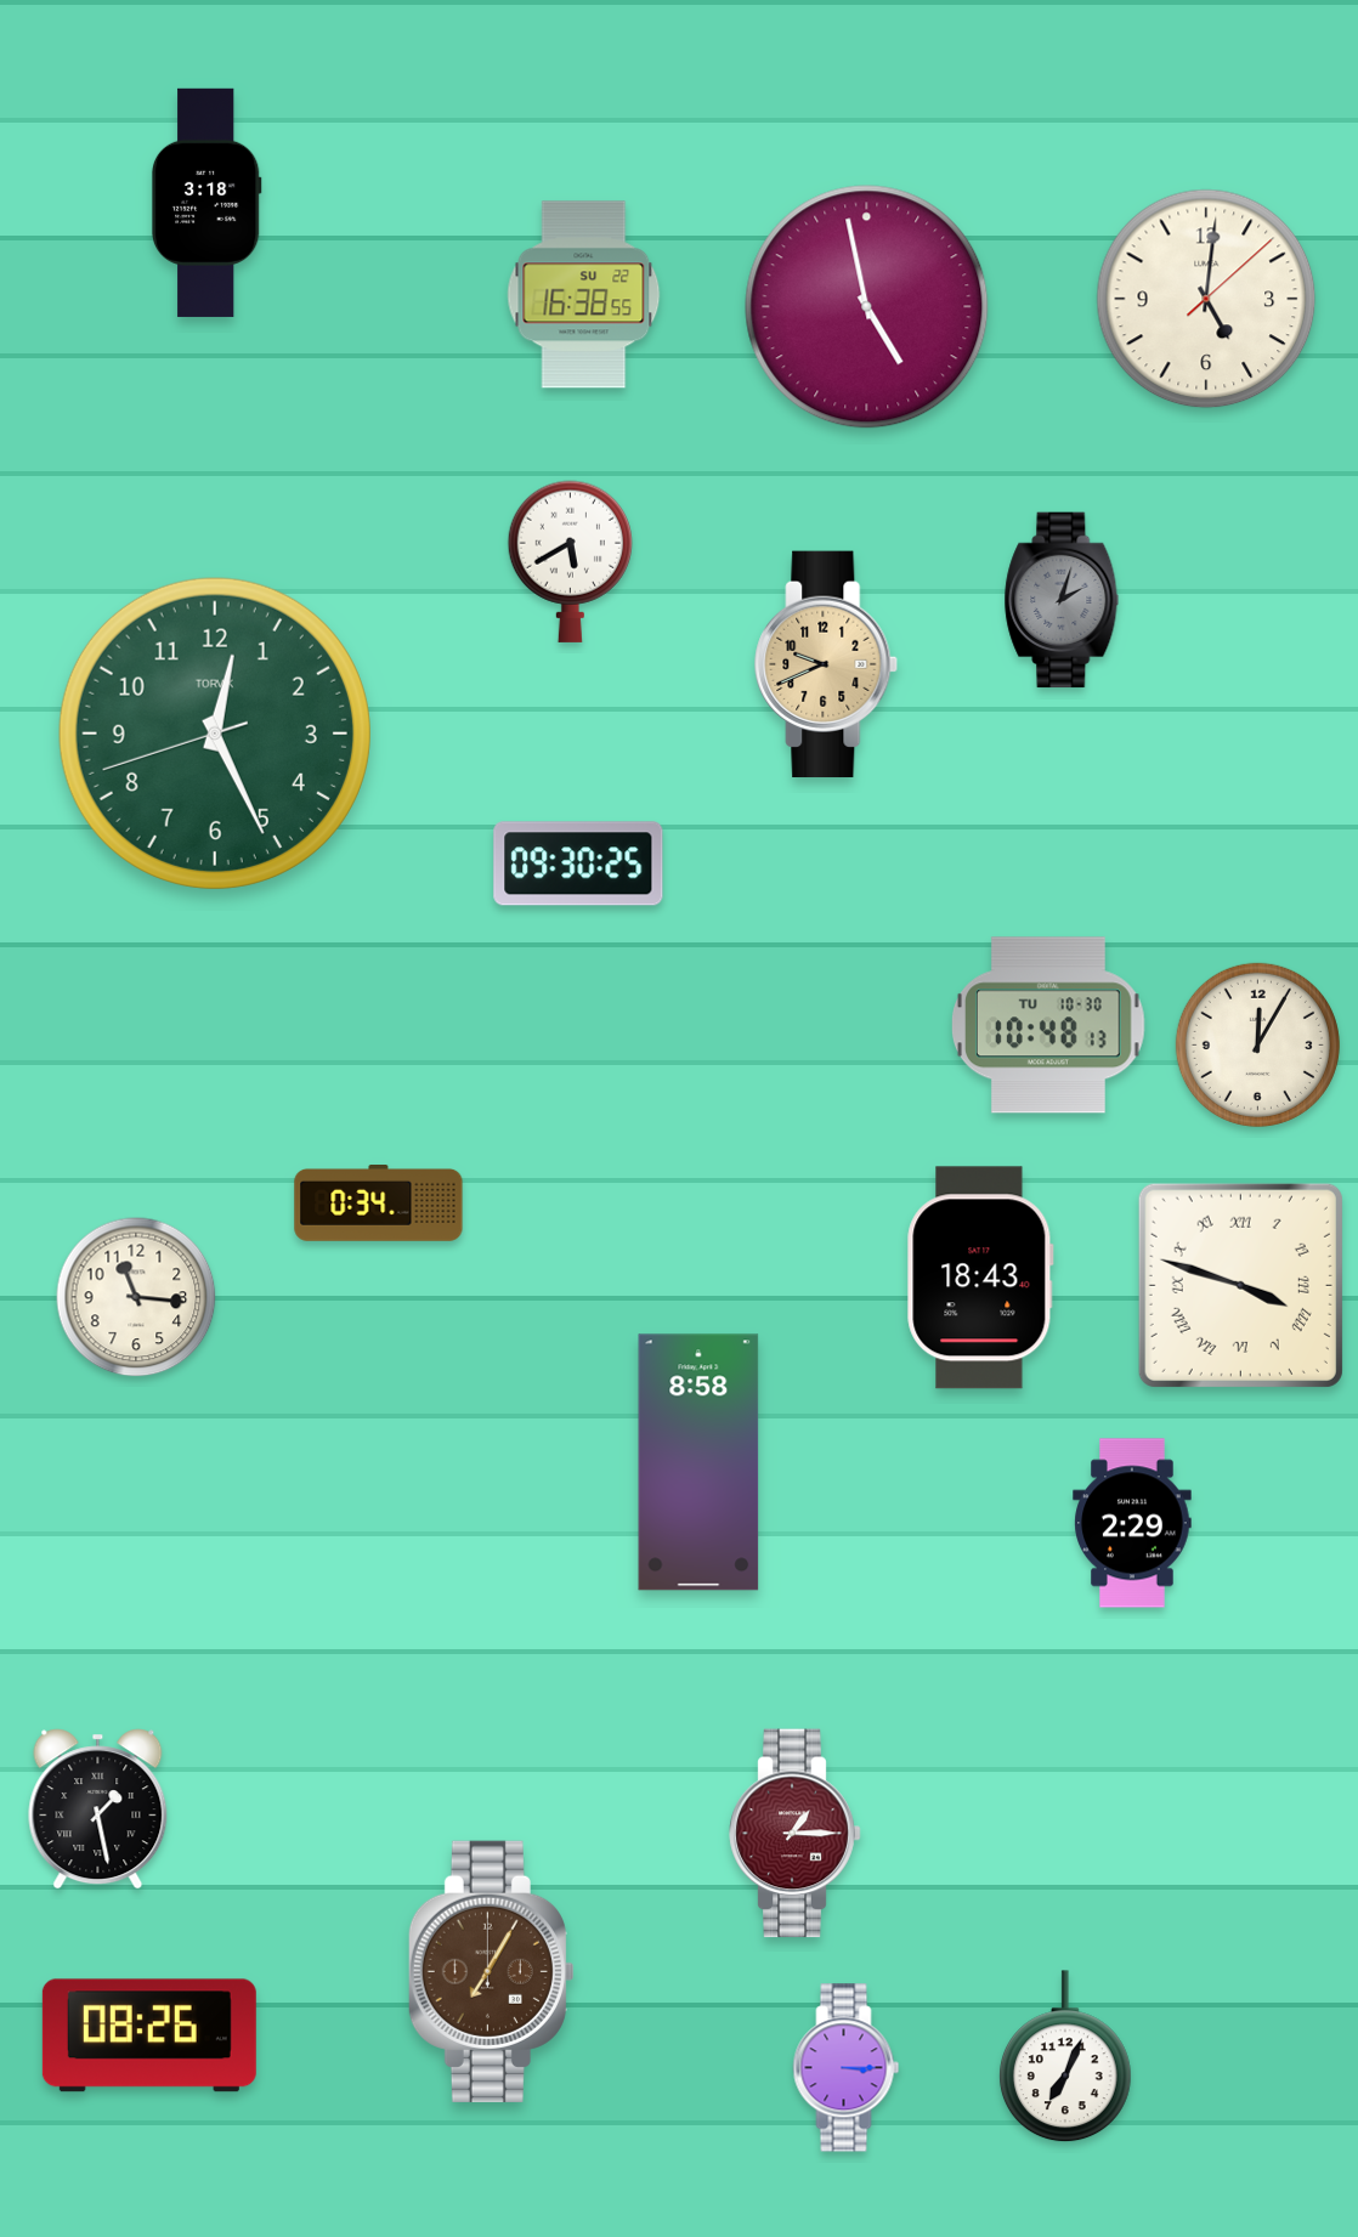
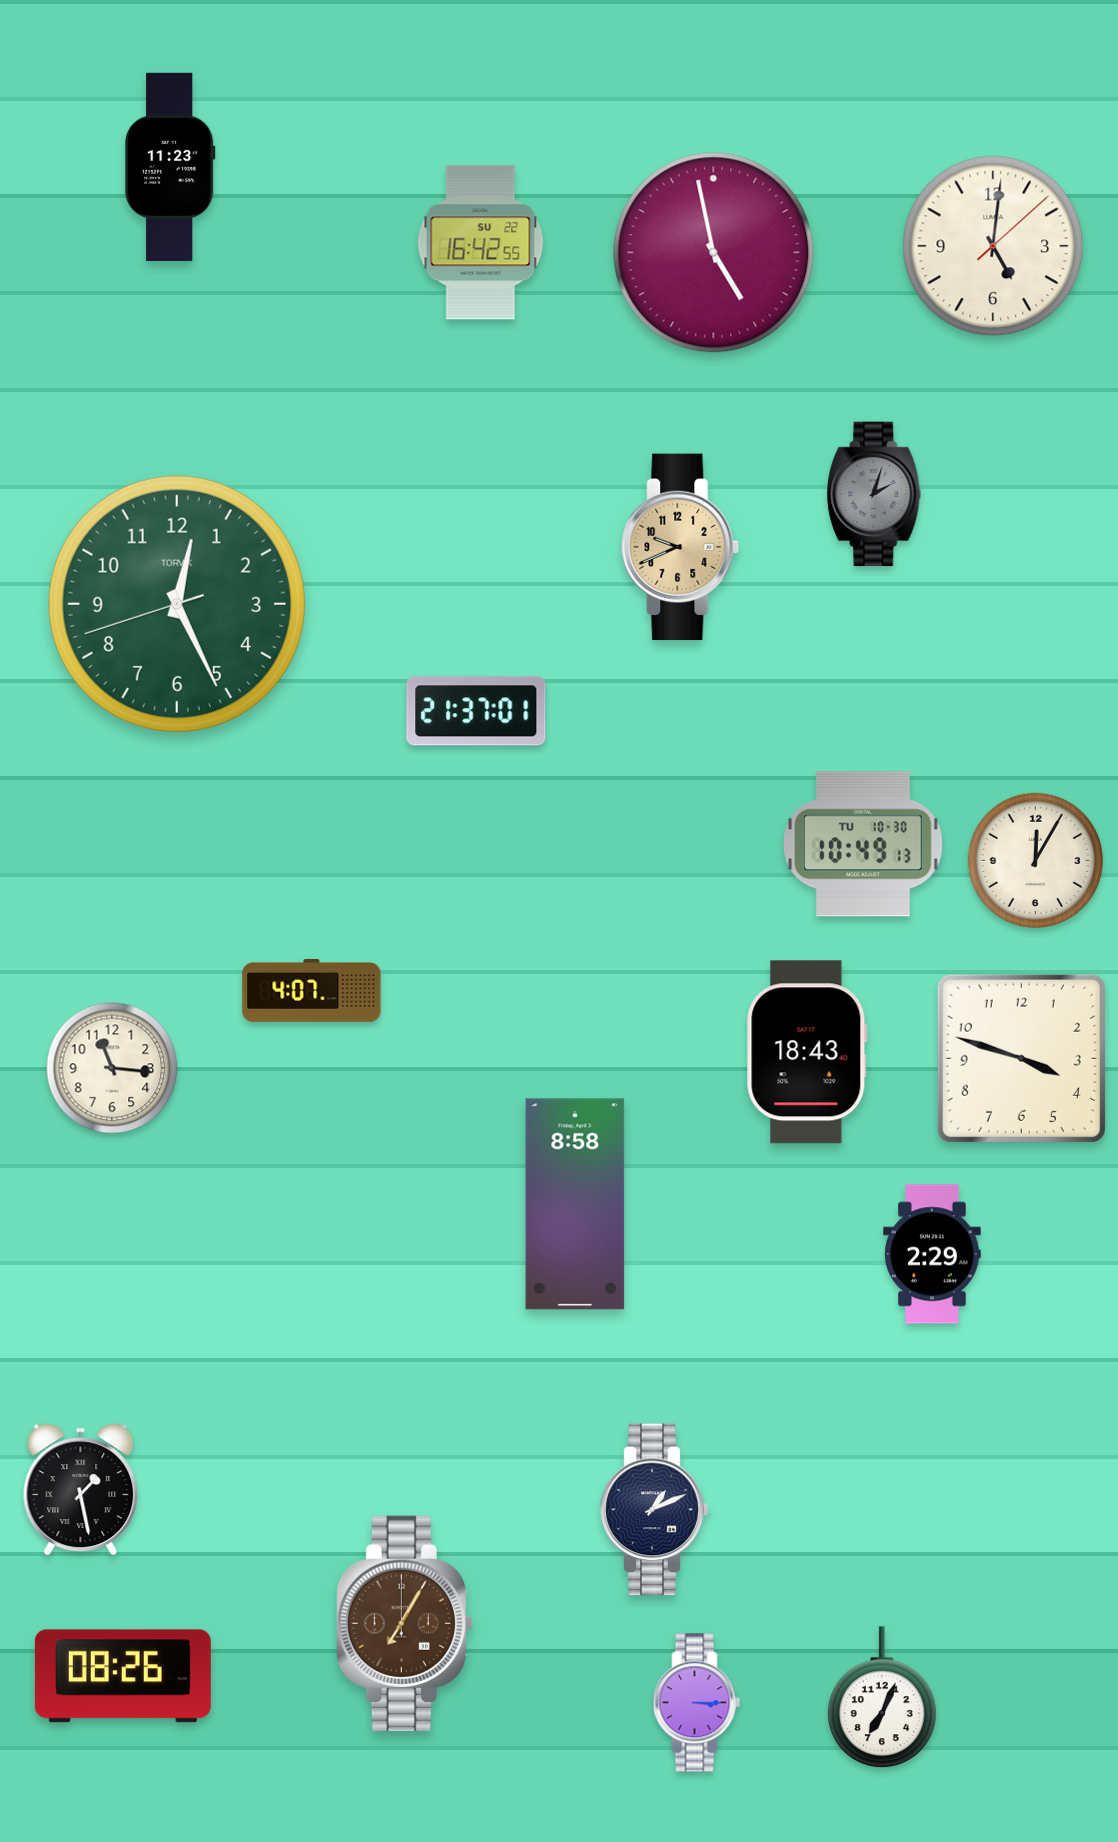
clock at (206, 203): 3:18 -> 11:23
clock at (584, 295): 16:38 -> 16:42
clock at (570, 561): 5:40 -> none
clock at (578, 863): 09:30 -> 21:37
clock at (1048, 1025): 10:48 -> 10:49
clock at (379, 1204): 0:34 -> 4:07
clock at (1240, 1285) numerals: Roman -> Arabic
clock at (796, 1834): 1:15 -> 1:11
clock at (796, 1834) dial: burgundy -> navy
clock at (1065, 2057) position: (1065, 2057) -> (882, 1698)
